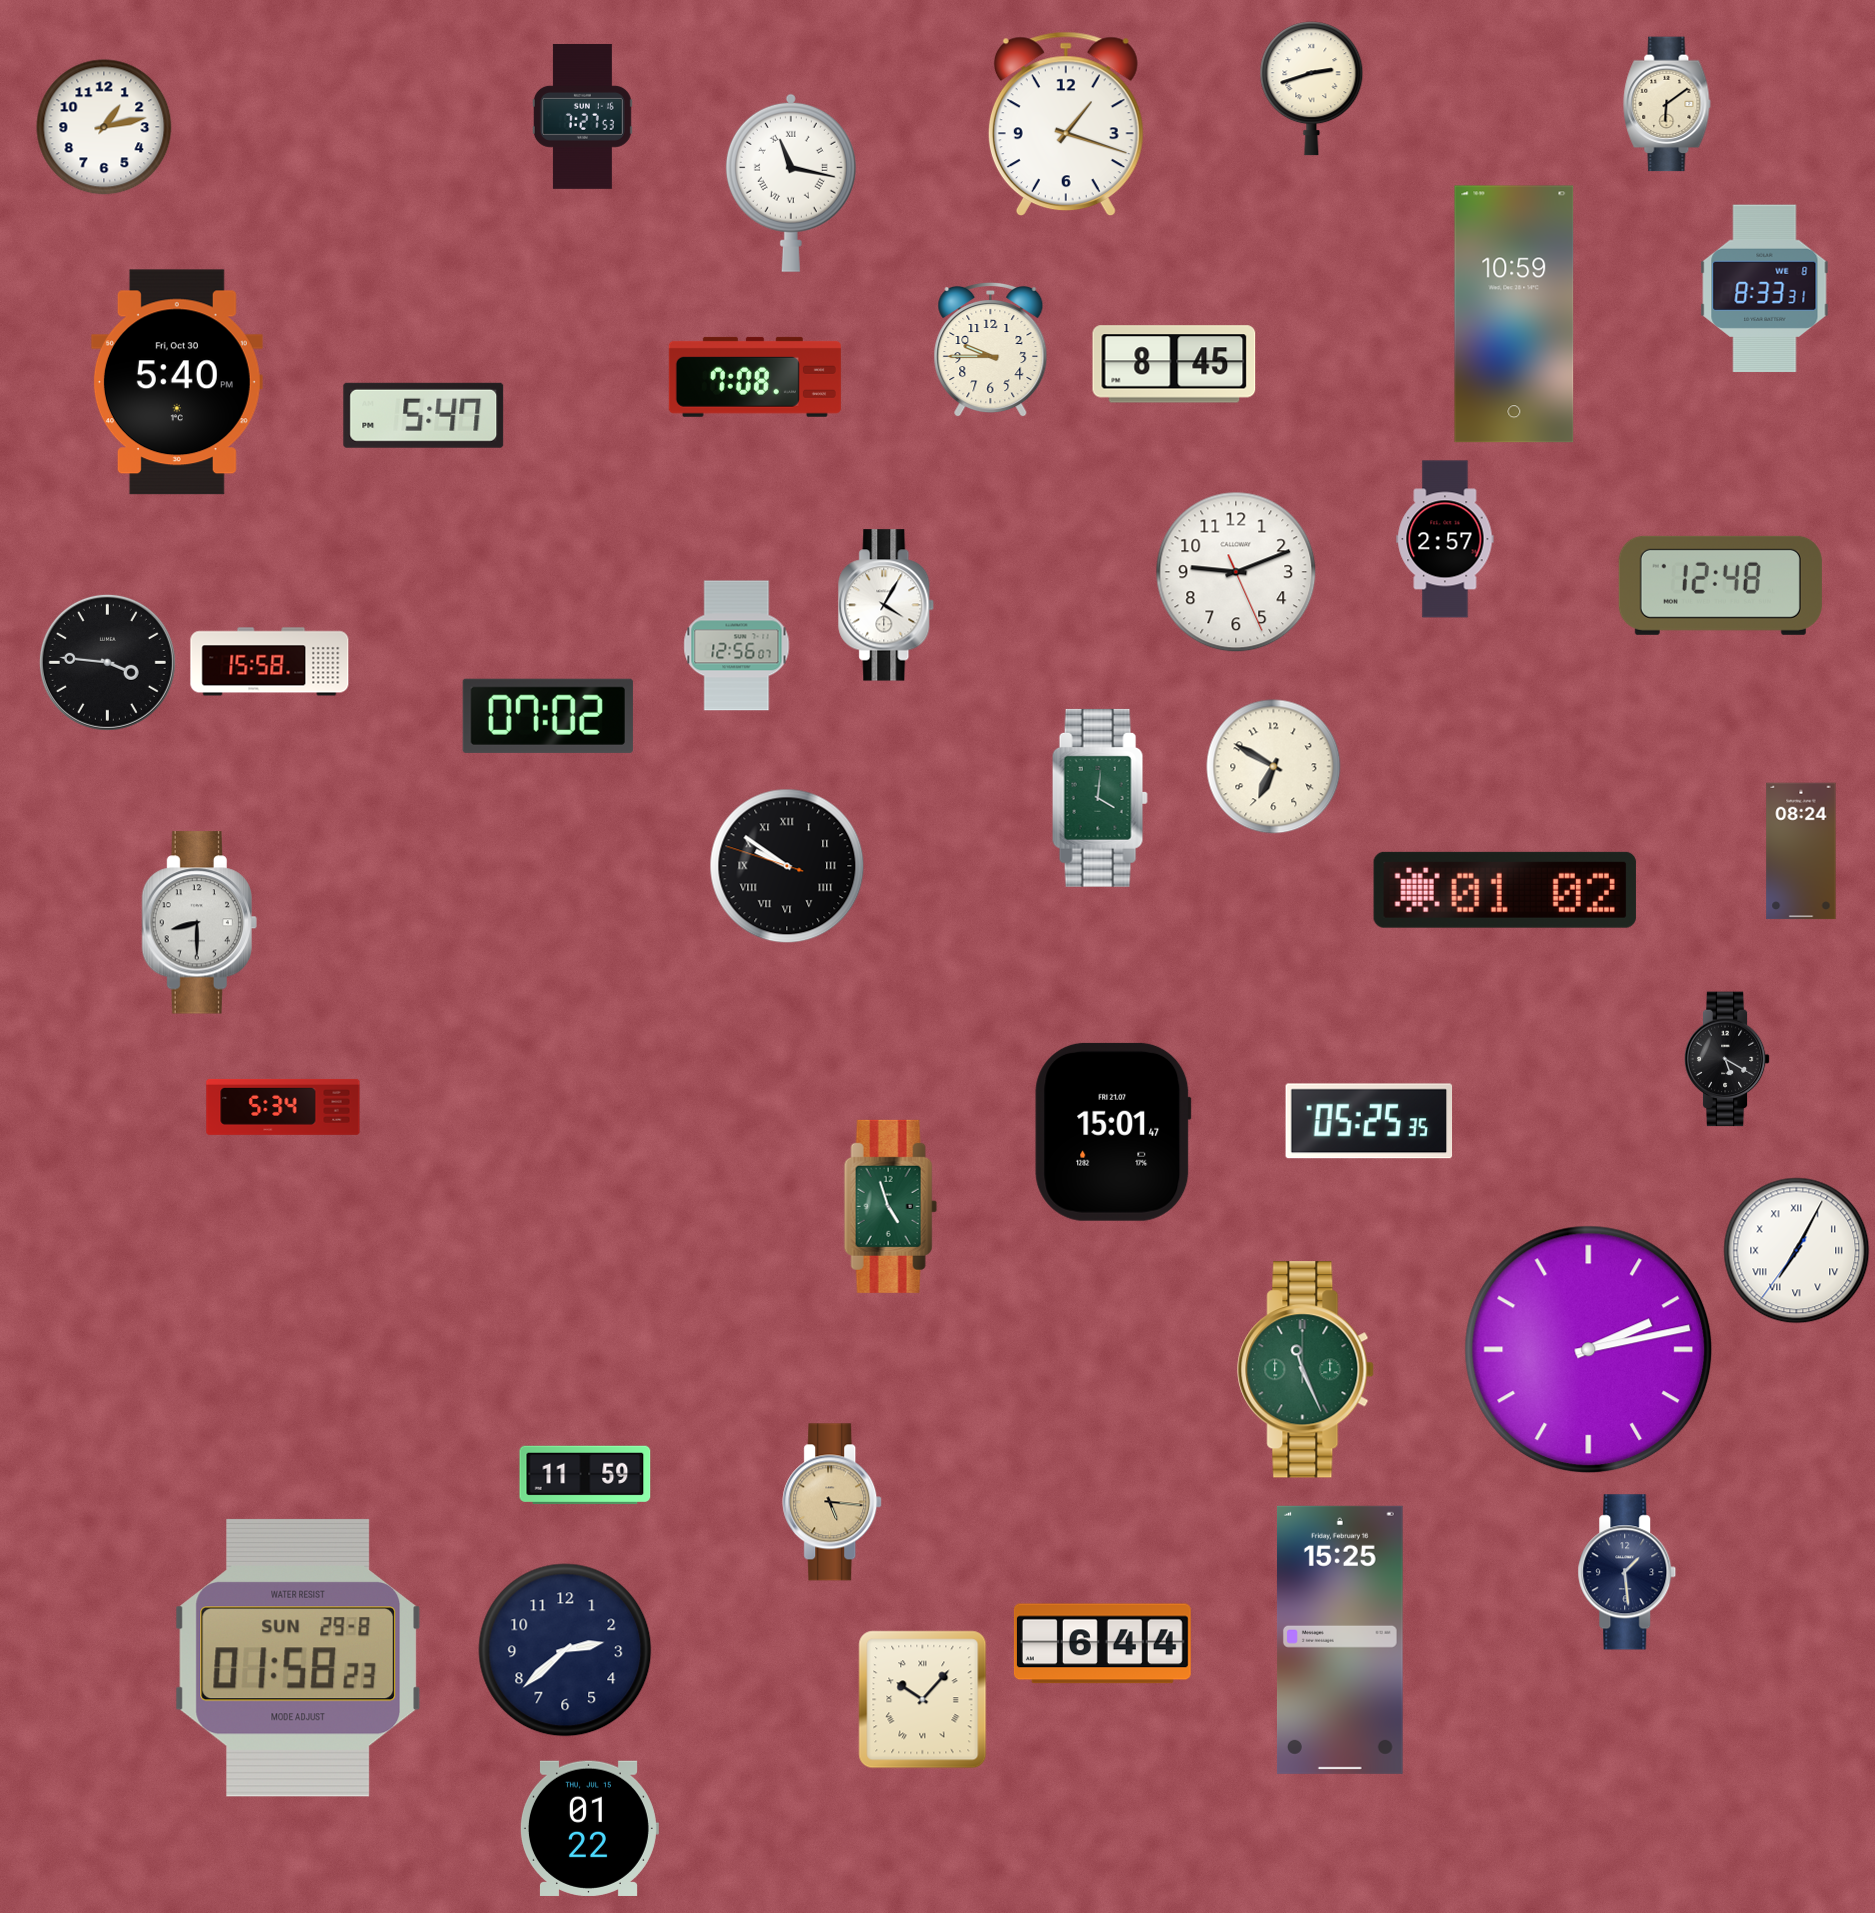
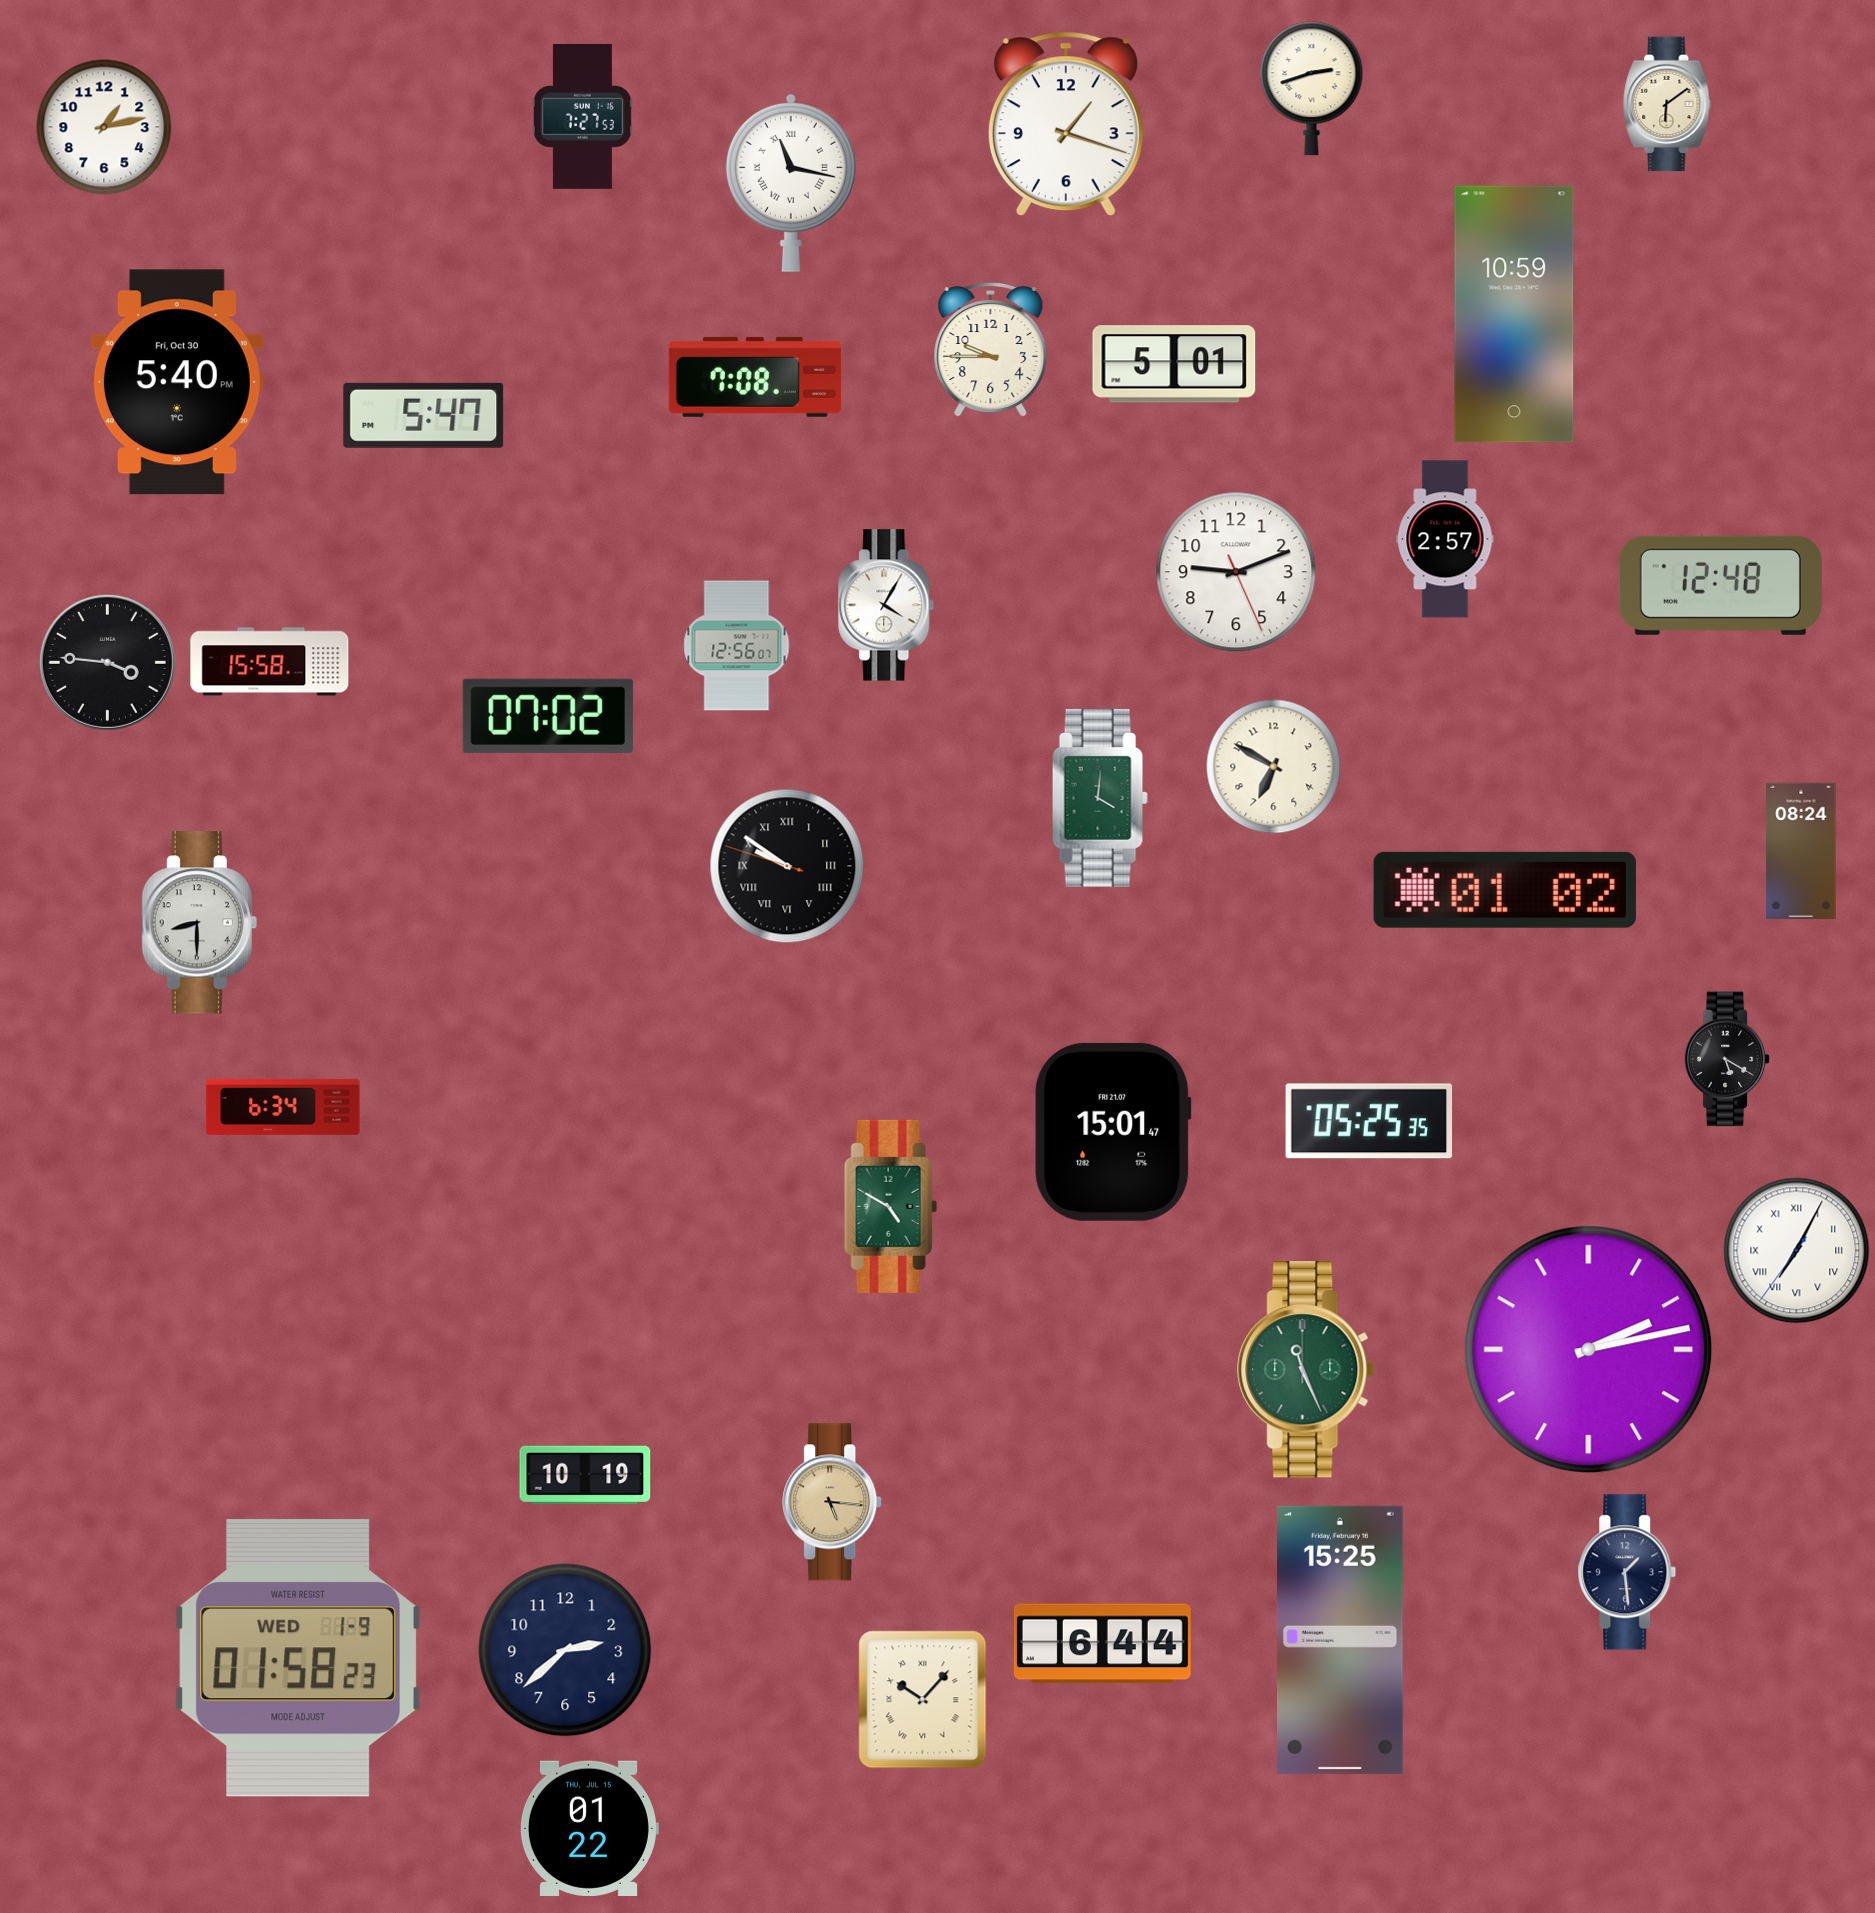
clock at (1765, 289): 8:33 -> none
clock at (1174, 364): 8:45 -> 5:01
clock at (283, 1107): 5:34 -> 6:34
clock at (890, 1206): 4:57 -> 4:50
clock at (585, 1475): 11:59 -> 10:19
clock at (298, 1658) date: SUN 29-8 -> WED 1-9
